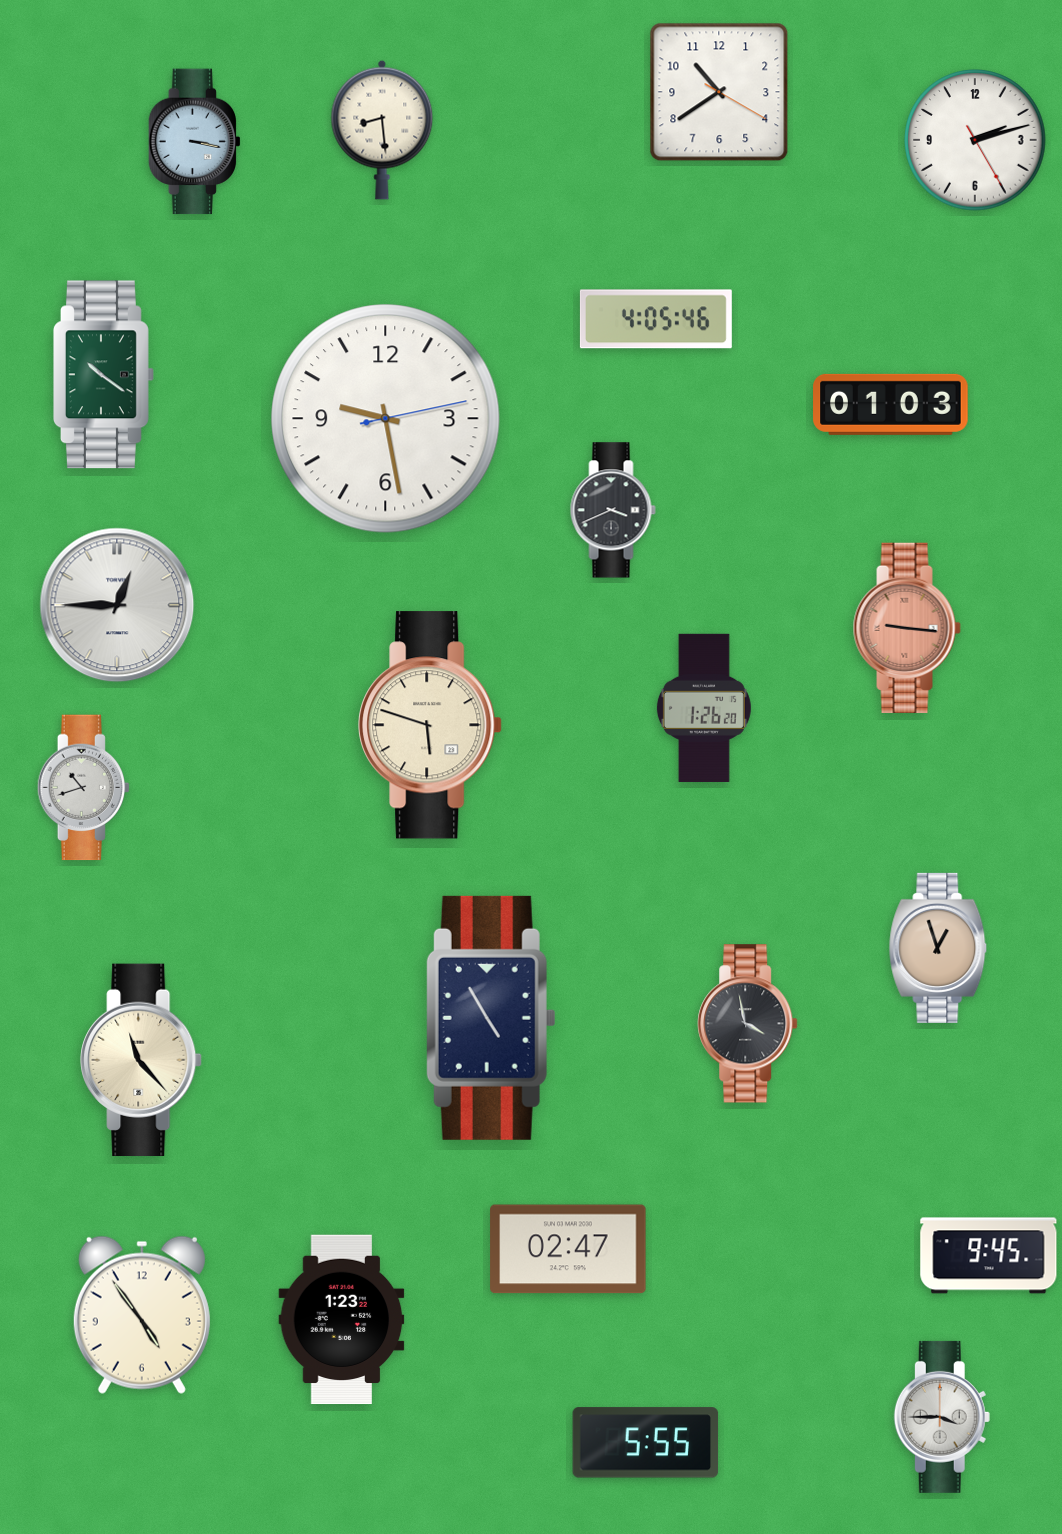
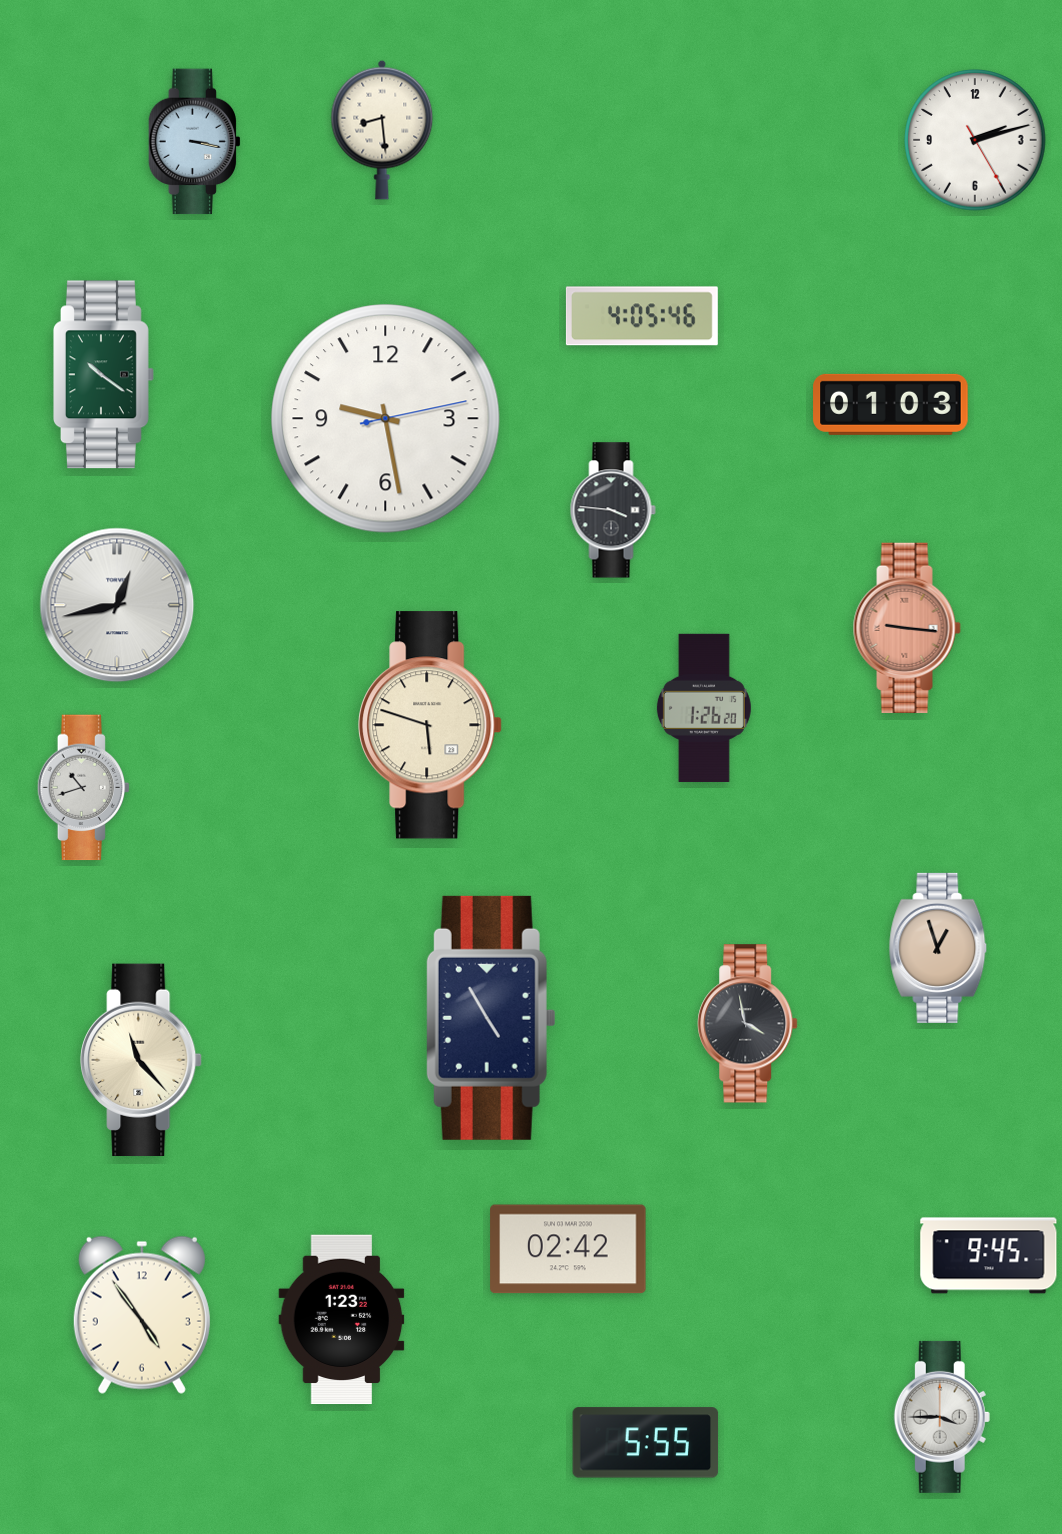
clock at (719, 92): 10:39 -> none
clock at (656, 319) position: (656, 319) -> (642, 316)
clock at (613, 510): 3:41 -> 3:46
clock at (117, 605): 12:45 -> 12:43
clock at (568, 1249): 02:47 -> 02:42
